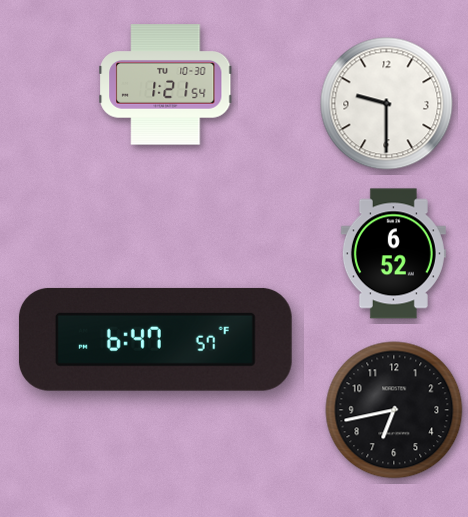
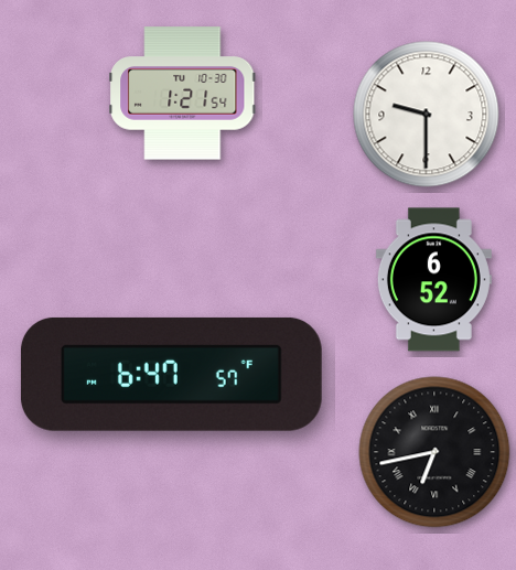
clock at (394, 410) numerals: Arabic -> Roman
